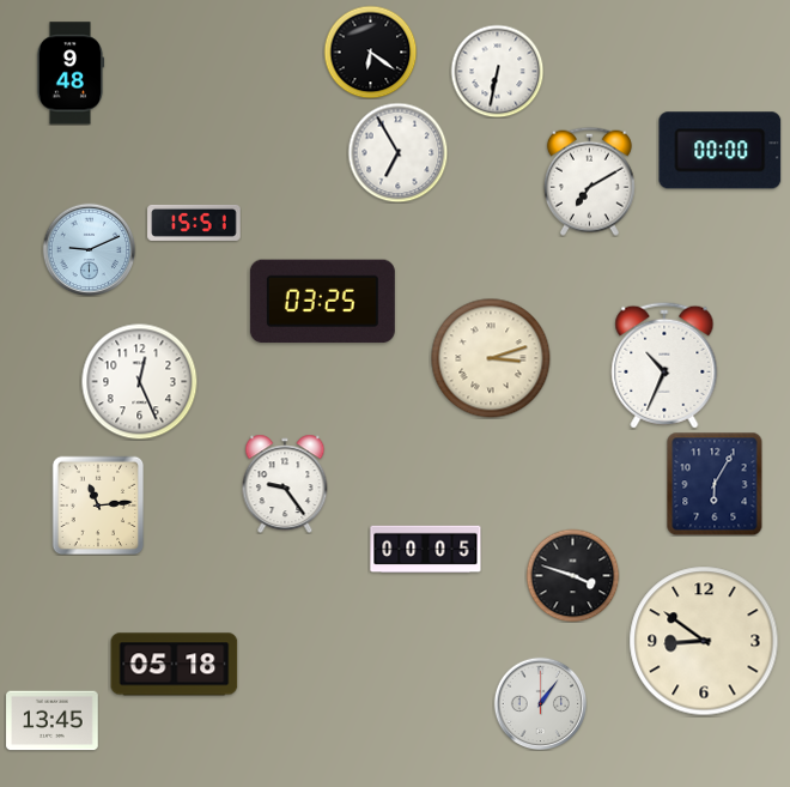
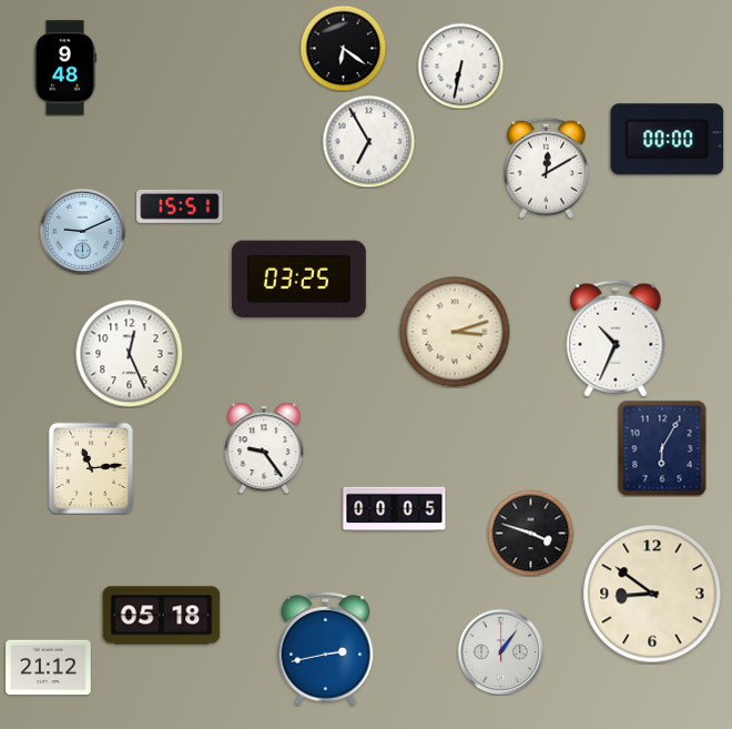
clock at (589, 181): 7:10 -> 12:10
clock at (326, 649): none -> 2:43
clock at (53, 721): 13:45 -> 21:12
